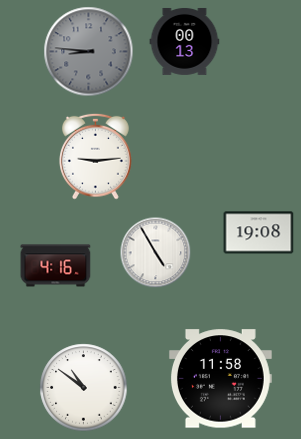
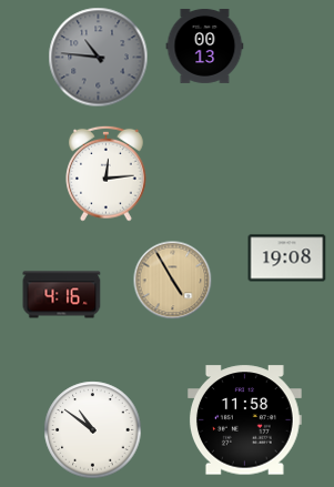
clock at (89, 52): 8:46 -> 10:46
clock at (96, 156): 9:14 -> 12:14
clock at (156, 253) dial: white -> champagne
